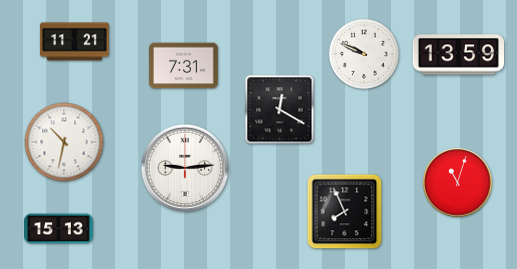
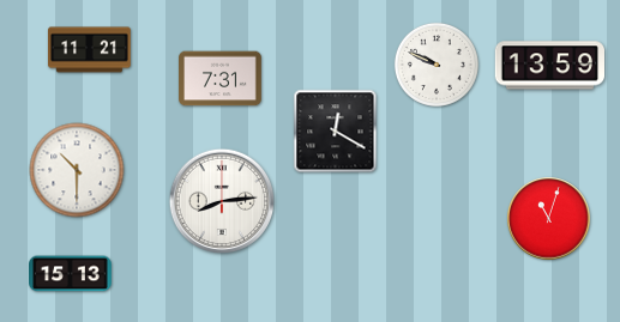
clock at (64, 142): 10:32 -> 10:30
clock at (185, 168): 9:14 -> 8:14
clock at (345, 212): 7:56 -> none
